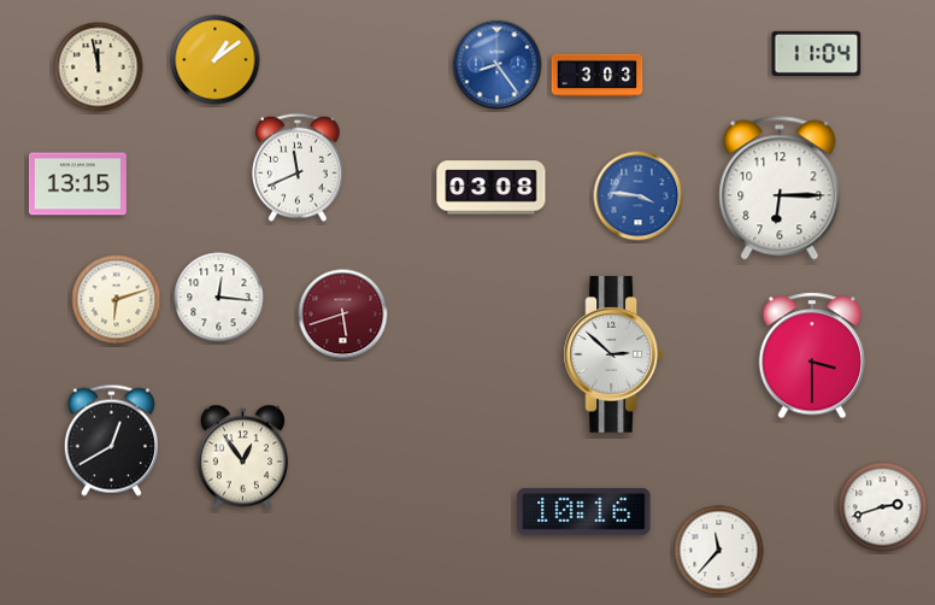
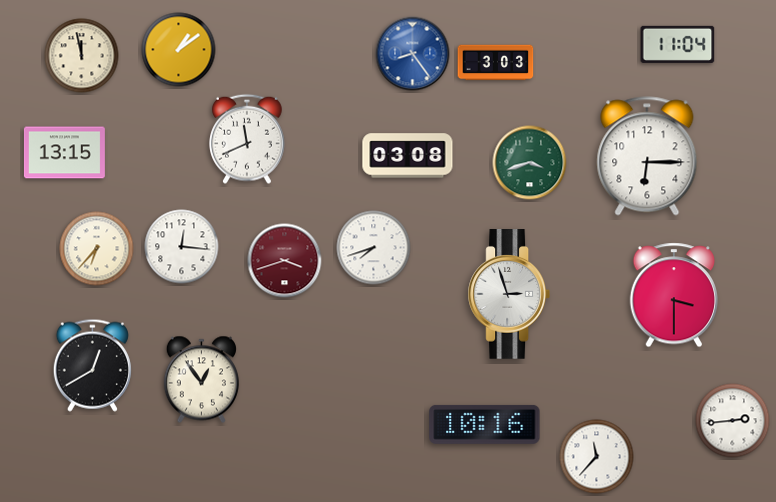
clock at (639, 196): 3:46 -> 3:42
clock at (639, 196) dial: blue -> green
clock at (374, 248): none -> 7:42
clock at (117, 300): 6:12 -> 6:37
clock at (343, 315): 5:42 -> 3:42
clock at (612, 356): 2:52 -> 2:57
clock at (883, 507): 2:42 -> 2:44
